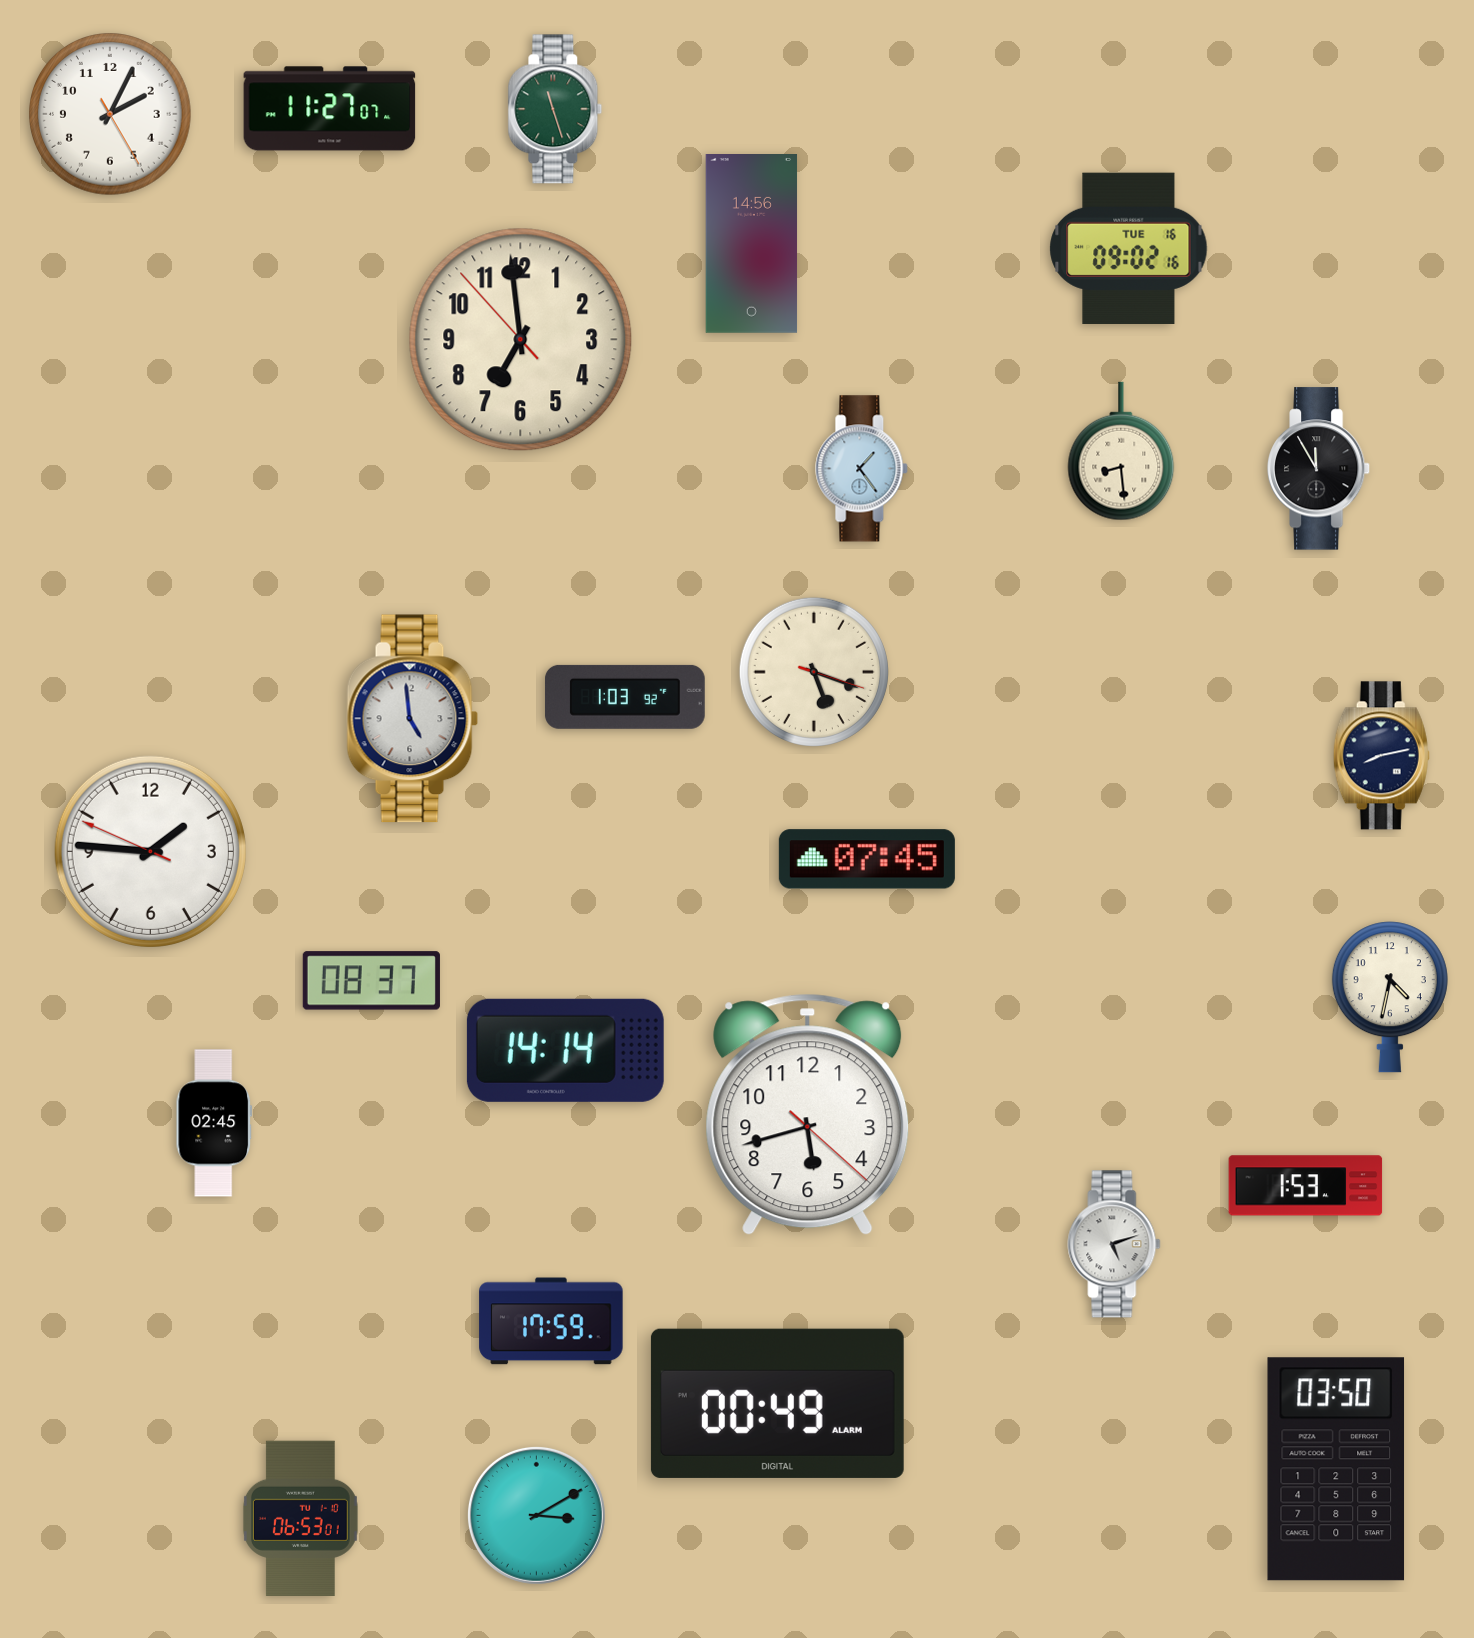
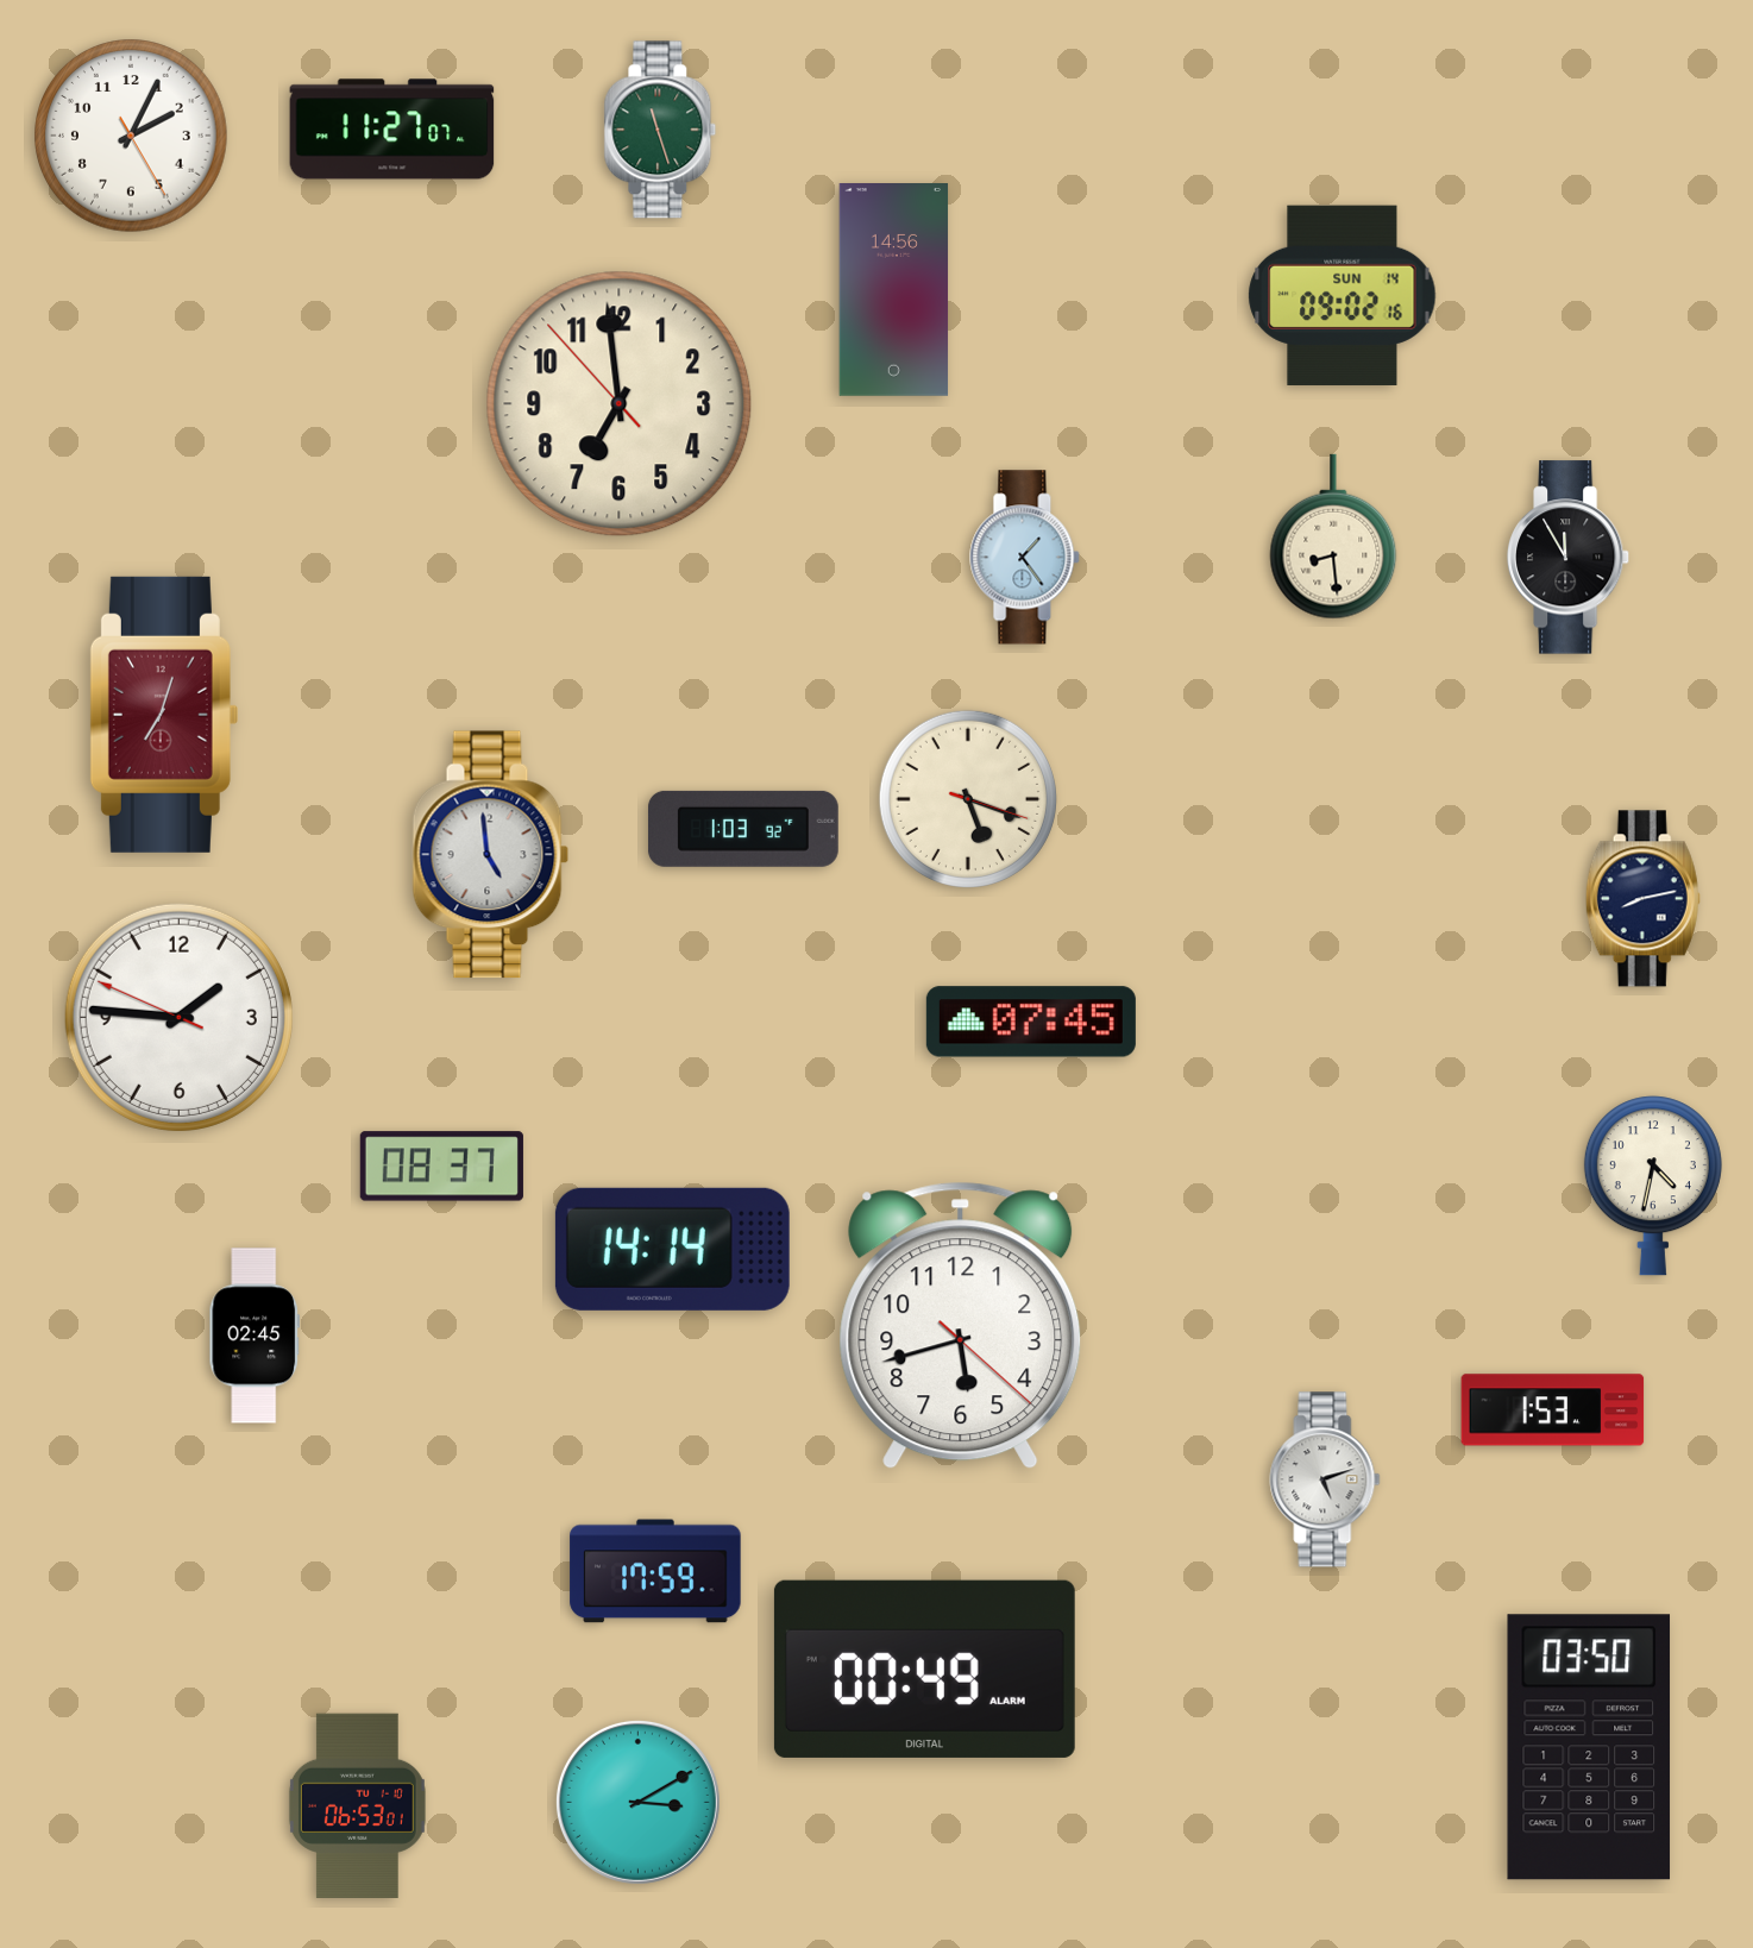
clock at (1129, 248) date: TUE 16 -> SUN 14
clock at (164, 715): none -> 7:03
clock at (150, 851) position: (150, 851) -> (178, 1017)
